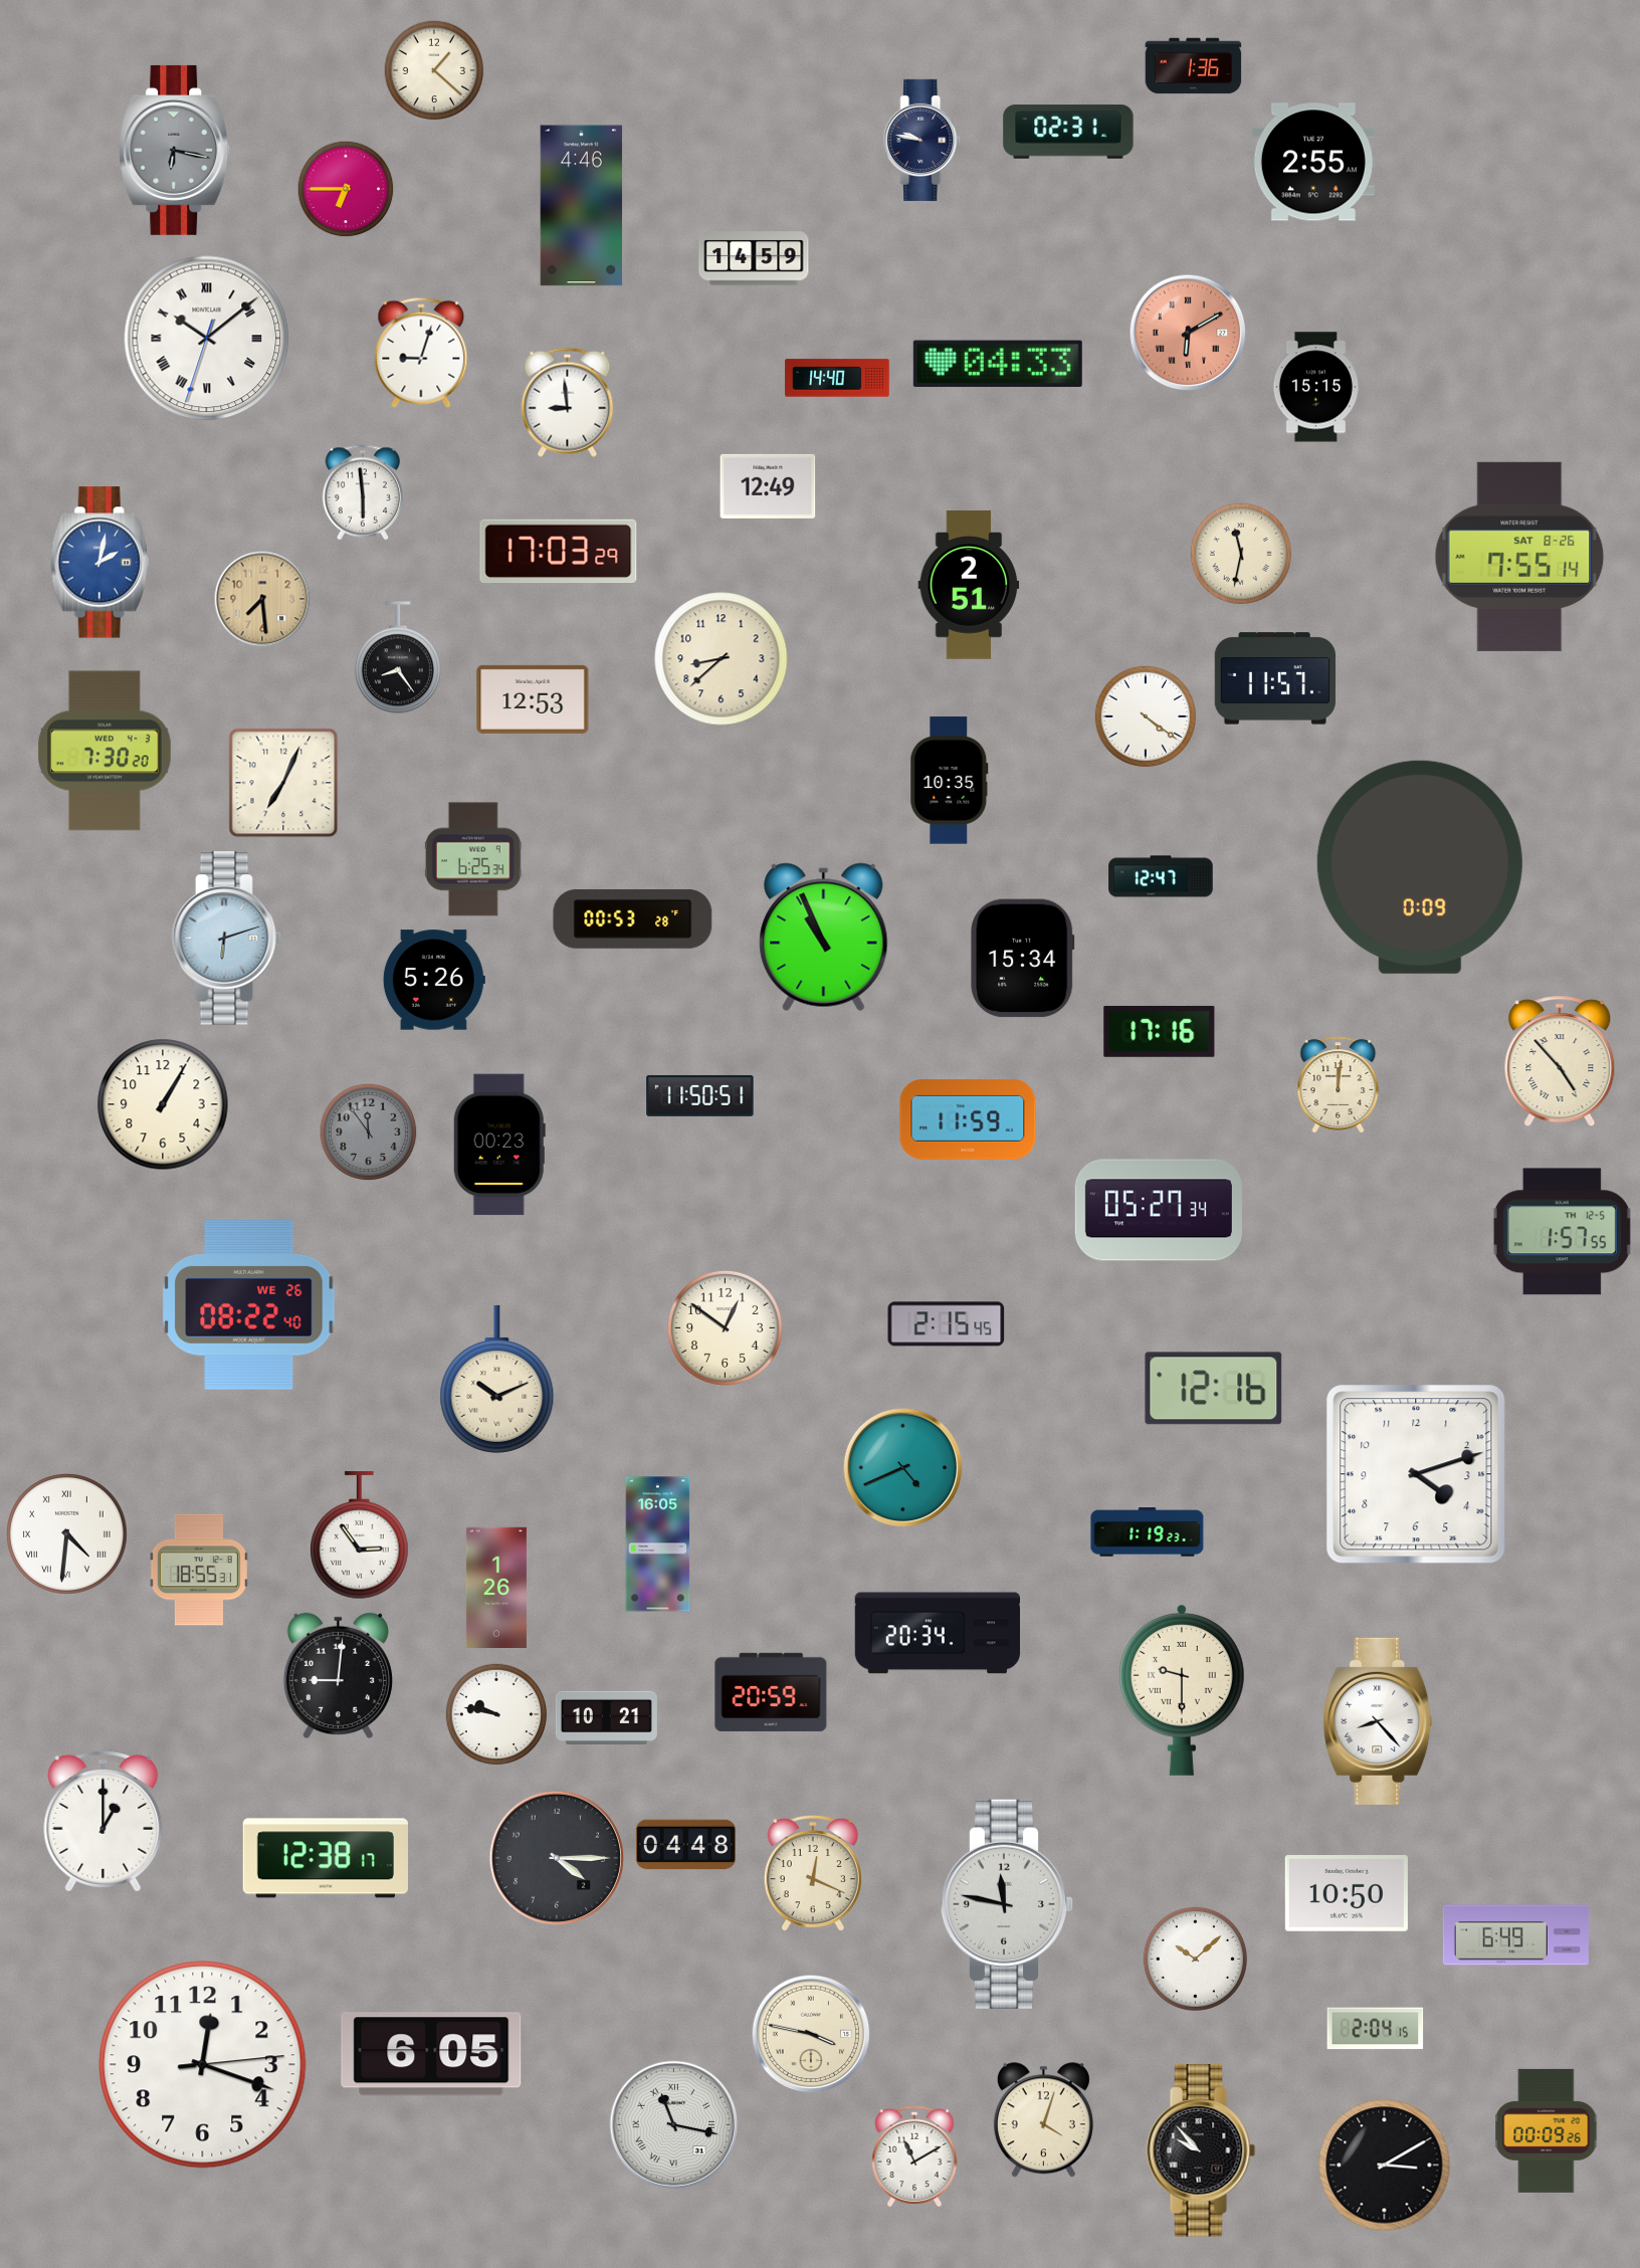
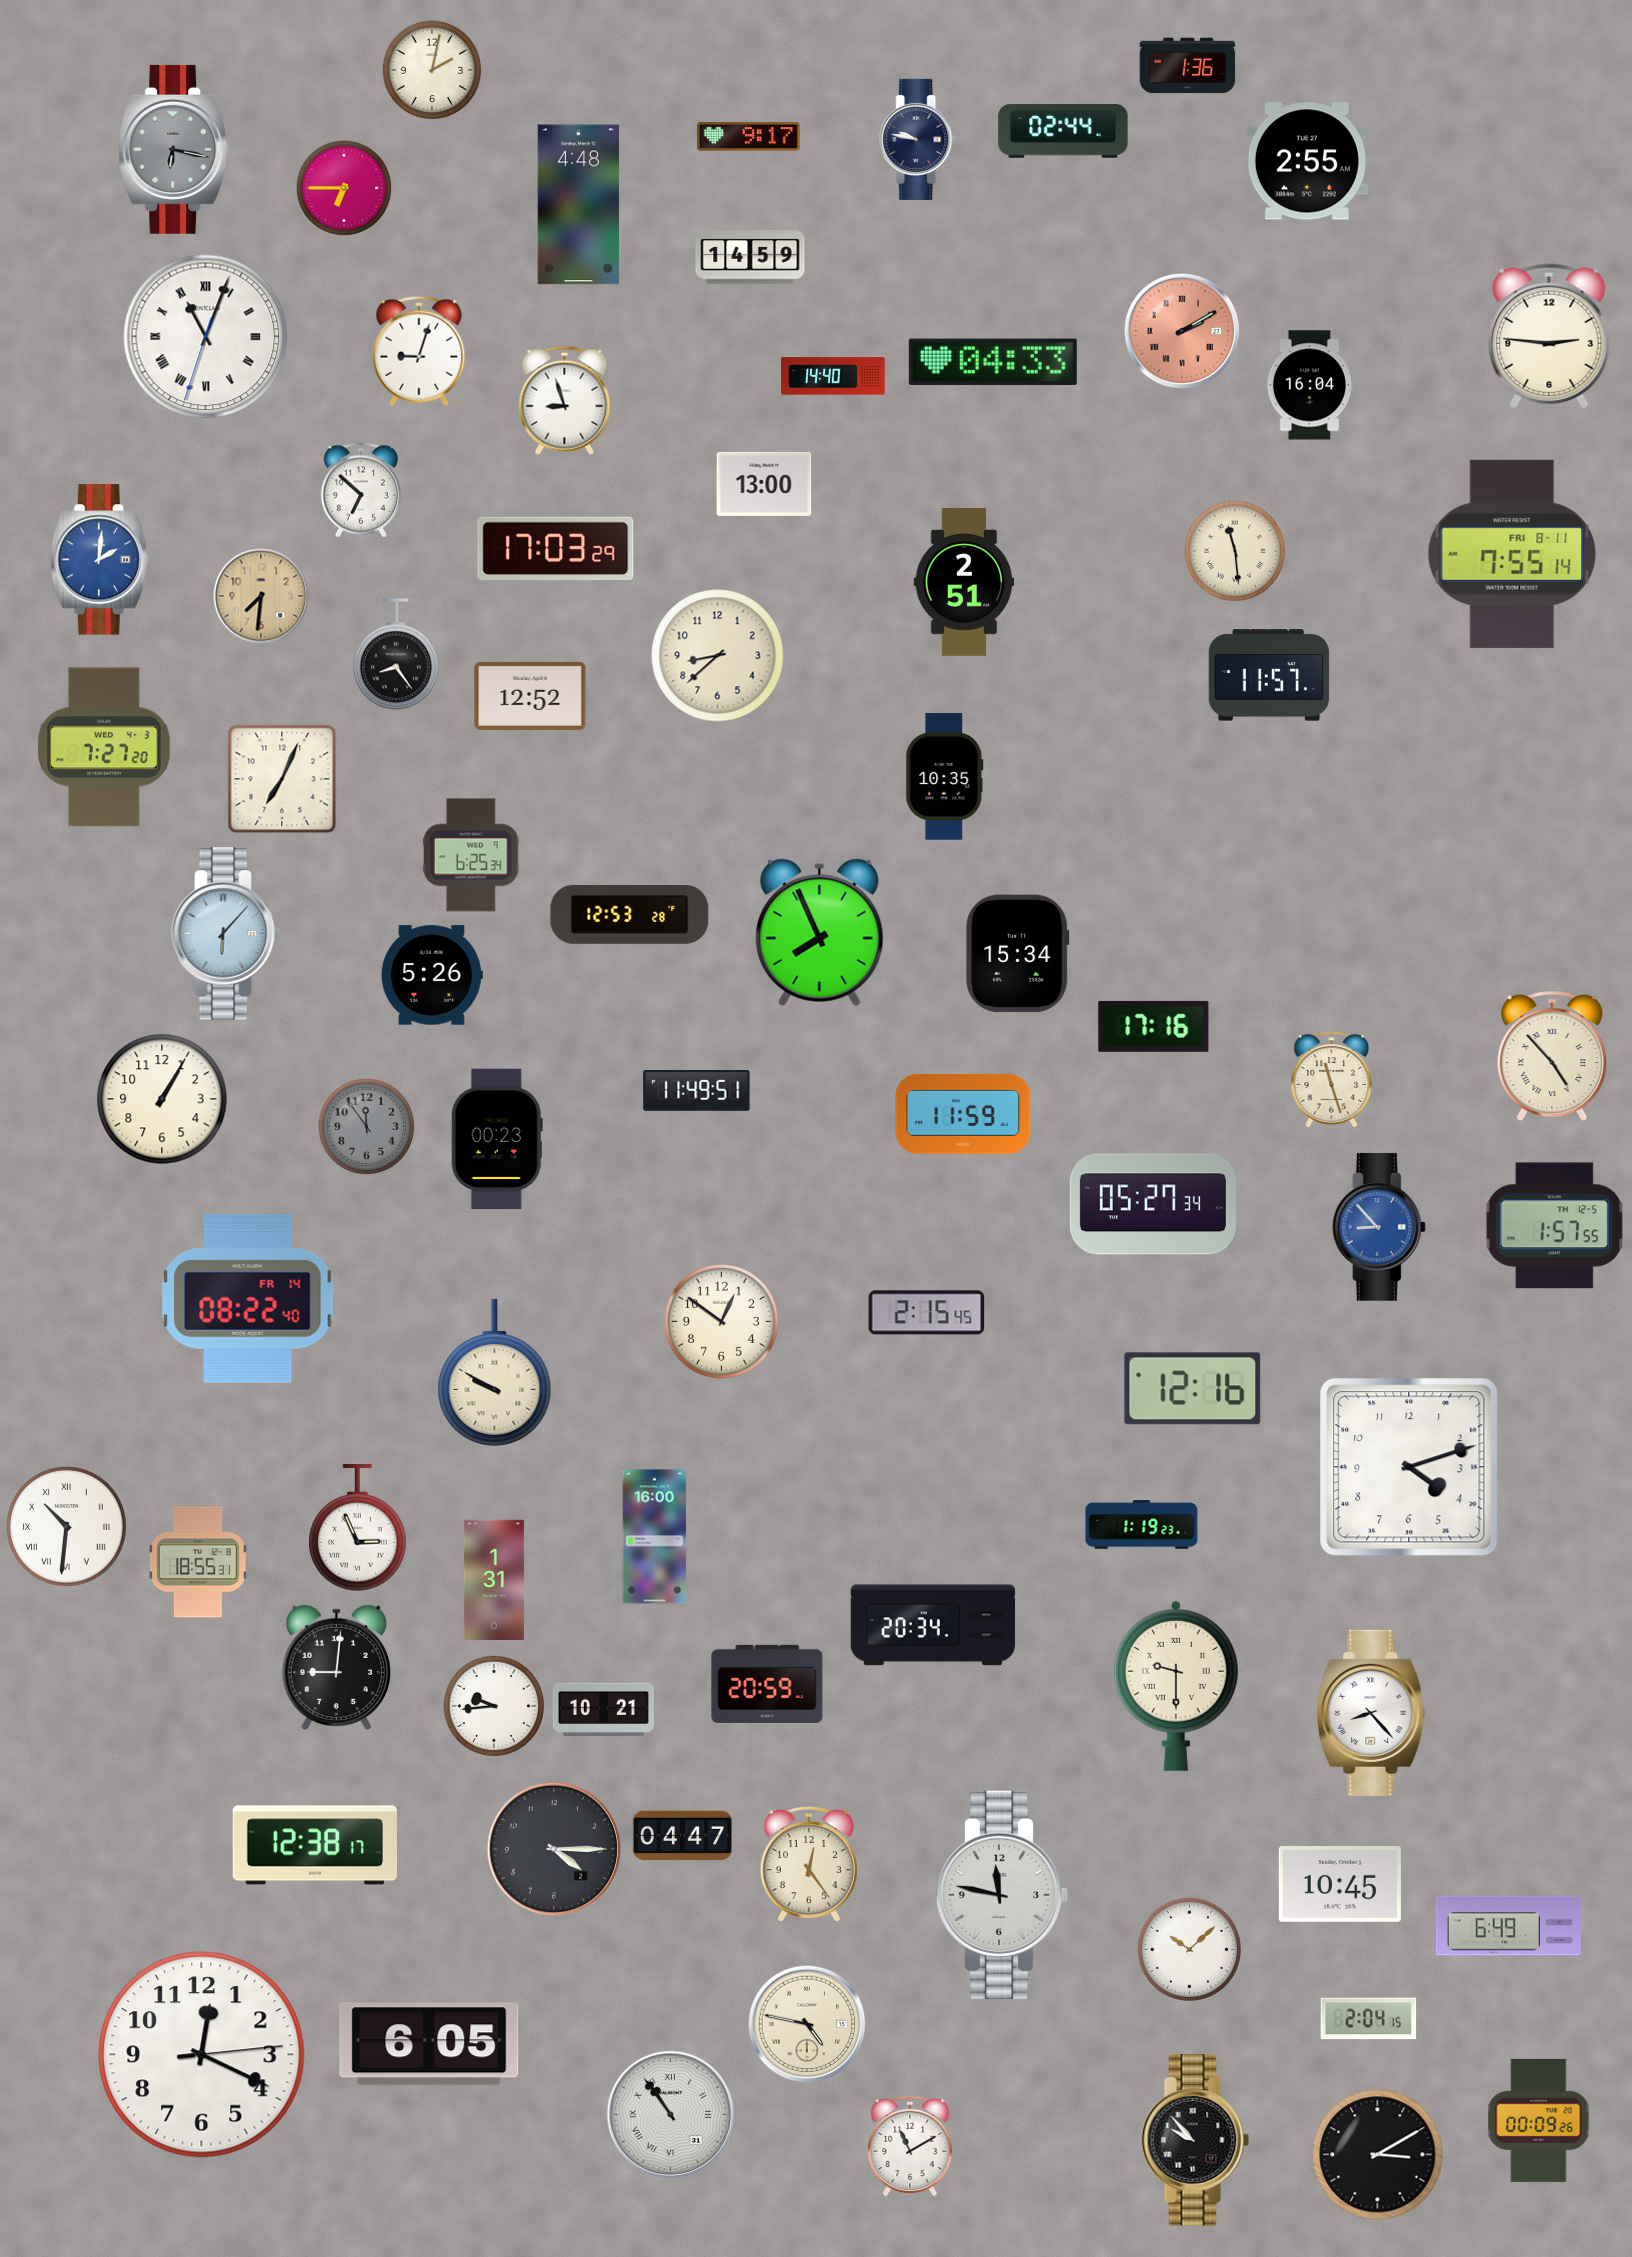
clock at (434, 70): 1:22 -> 2:02
clock at (1068, 132): 02:31 -> 02:44
clock at (749, 137): none -> 9:17
clock at (582, 206): 4:46 -> 4:48
clock at (1188, 333): 6:10 -> 2:10
clock at (1549, 336): none -> 2:46
clock at (207, 339): 10:08 -> 11:03
clock at (1316, 387): 15:15 -> 16:04
clock at (568, 402): 8:59 -> 8:57
clock at (768, 486): 12:49 -> 13:00
clock at (362, 492): 5:59 -> 6:52
clock at (1241, 554): 11:32 -> 11:29
clock at (1519, 557) date: SAT 8-26 -> FRI 8-11
clock at (99, 563): 2:02 -> 2:01
clock at (262, 599): 7:29 -> 7:31
clock at (533, 699): 12:53 -> 12:52
clock at (1146, 716): 4:21 -> none
clock at (105, 751): 7:30 -> 7:27
clock at (1420, 867): 0:09 -> none
clock at (1161, 876): 12:47 -> none
clock at (633, 918): 00:53 -> 12:53
clock at (824, 938): 10:56 -> 7:56
clock at (227, 939): 6:12 -> 6:07
clock at (1339, 1085): 12:01 -> 11:27
clock at (700, 1095): 11:50 -> 11:49
clock at (1379, 1227): none -> 8:53
clock at (249, 1305) date: WE 26 -> FR 14
clock at (947, 1324) position: (947, 1324) -> (927, 1313)
clock at (497, 1379): 10:11 -> 9:50
clock at (1214, 1389) position: (1214, 1389) -> (1193, 1389)
clock at (903, 1468): 4:41 -> none
clock at (67, 1534): 4:31 -> 10:31
clock at (360, 1535): 2:54 -> 2:56
clock at (658, 1544): 16:05 -> 16:00
clock at (496, 1587): 1:26 -> 1:31
clock at (1182, 1690) position: (1182, 1690) -> (1176, 1686)
clock at (496, 1714): 9:47 -> 9:44
clock at (104, 1822): 1:00 -> none
clock at (685, 1845): 04:48 -> 04:47
clock at (326, 1858) position: (326, 1858) -> (315, 1845)
clock at (813, 1873): 12:19 -> 12:24
clock at (1347, 1894): 10:50 -> 10:45
clock at (811, 2034): 3:47 -> 4:47
clock at (203, 2065): 12:18 -> 12:19
clock at (1043, 2120): 4:03 -> none
clock at (674, 2125): 11:17 -> 10:54
